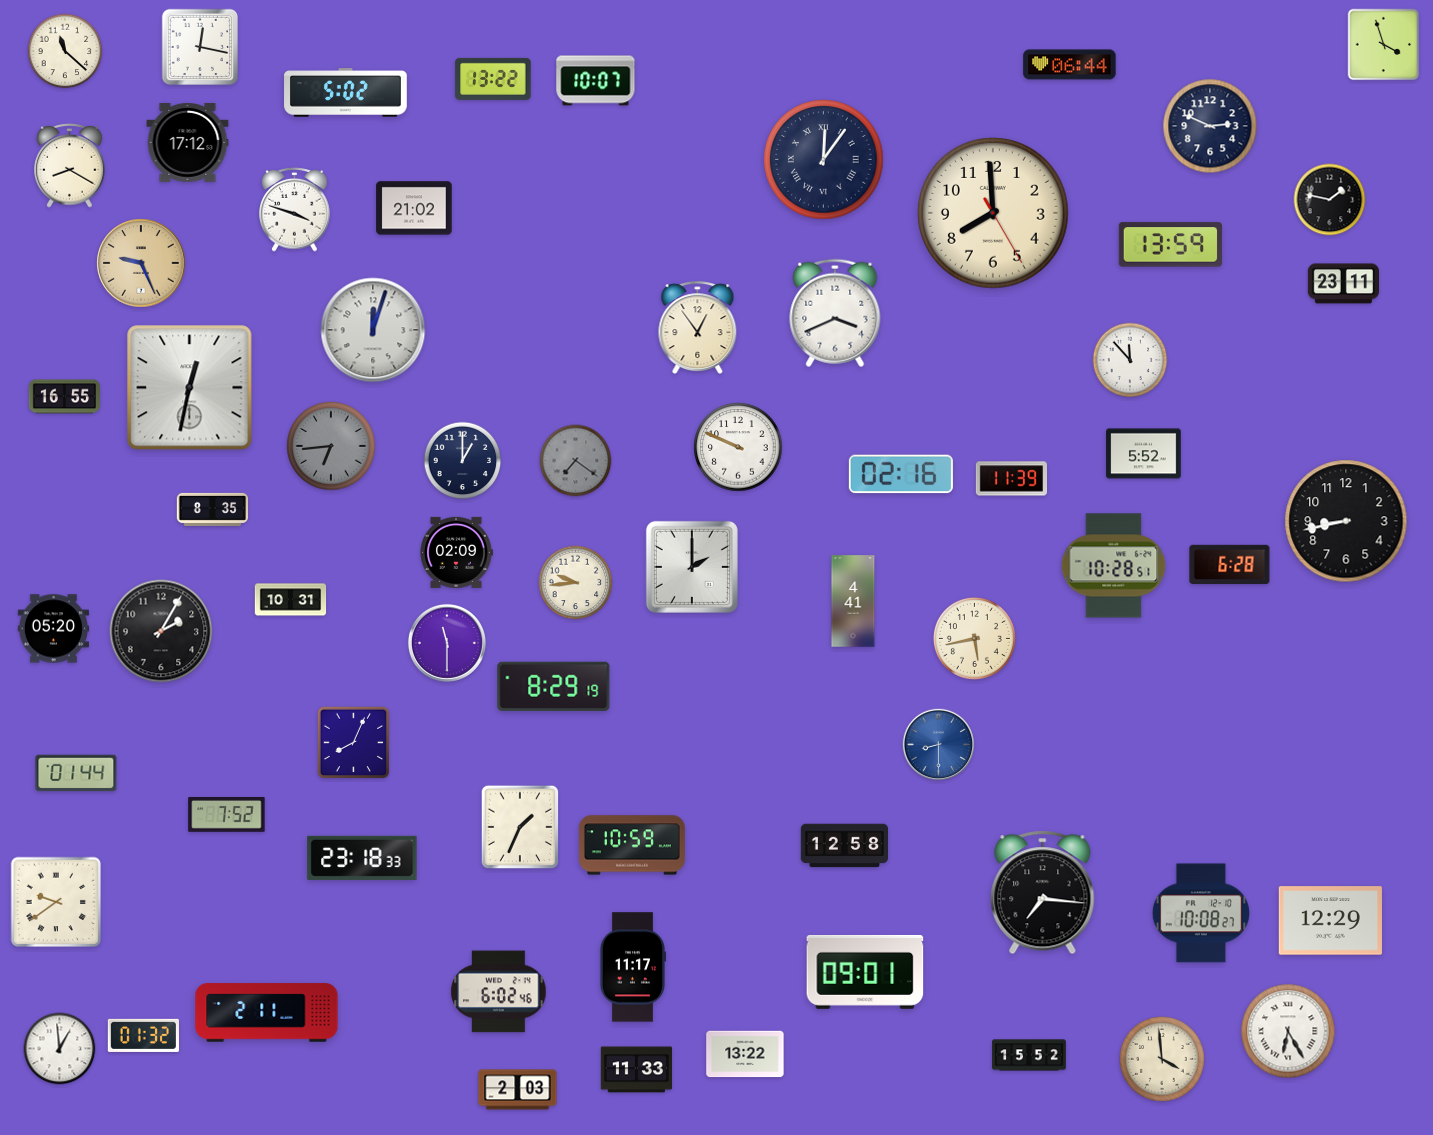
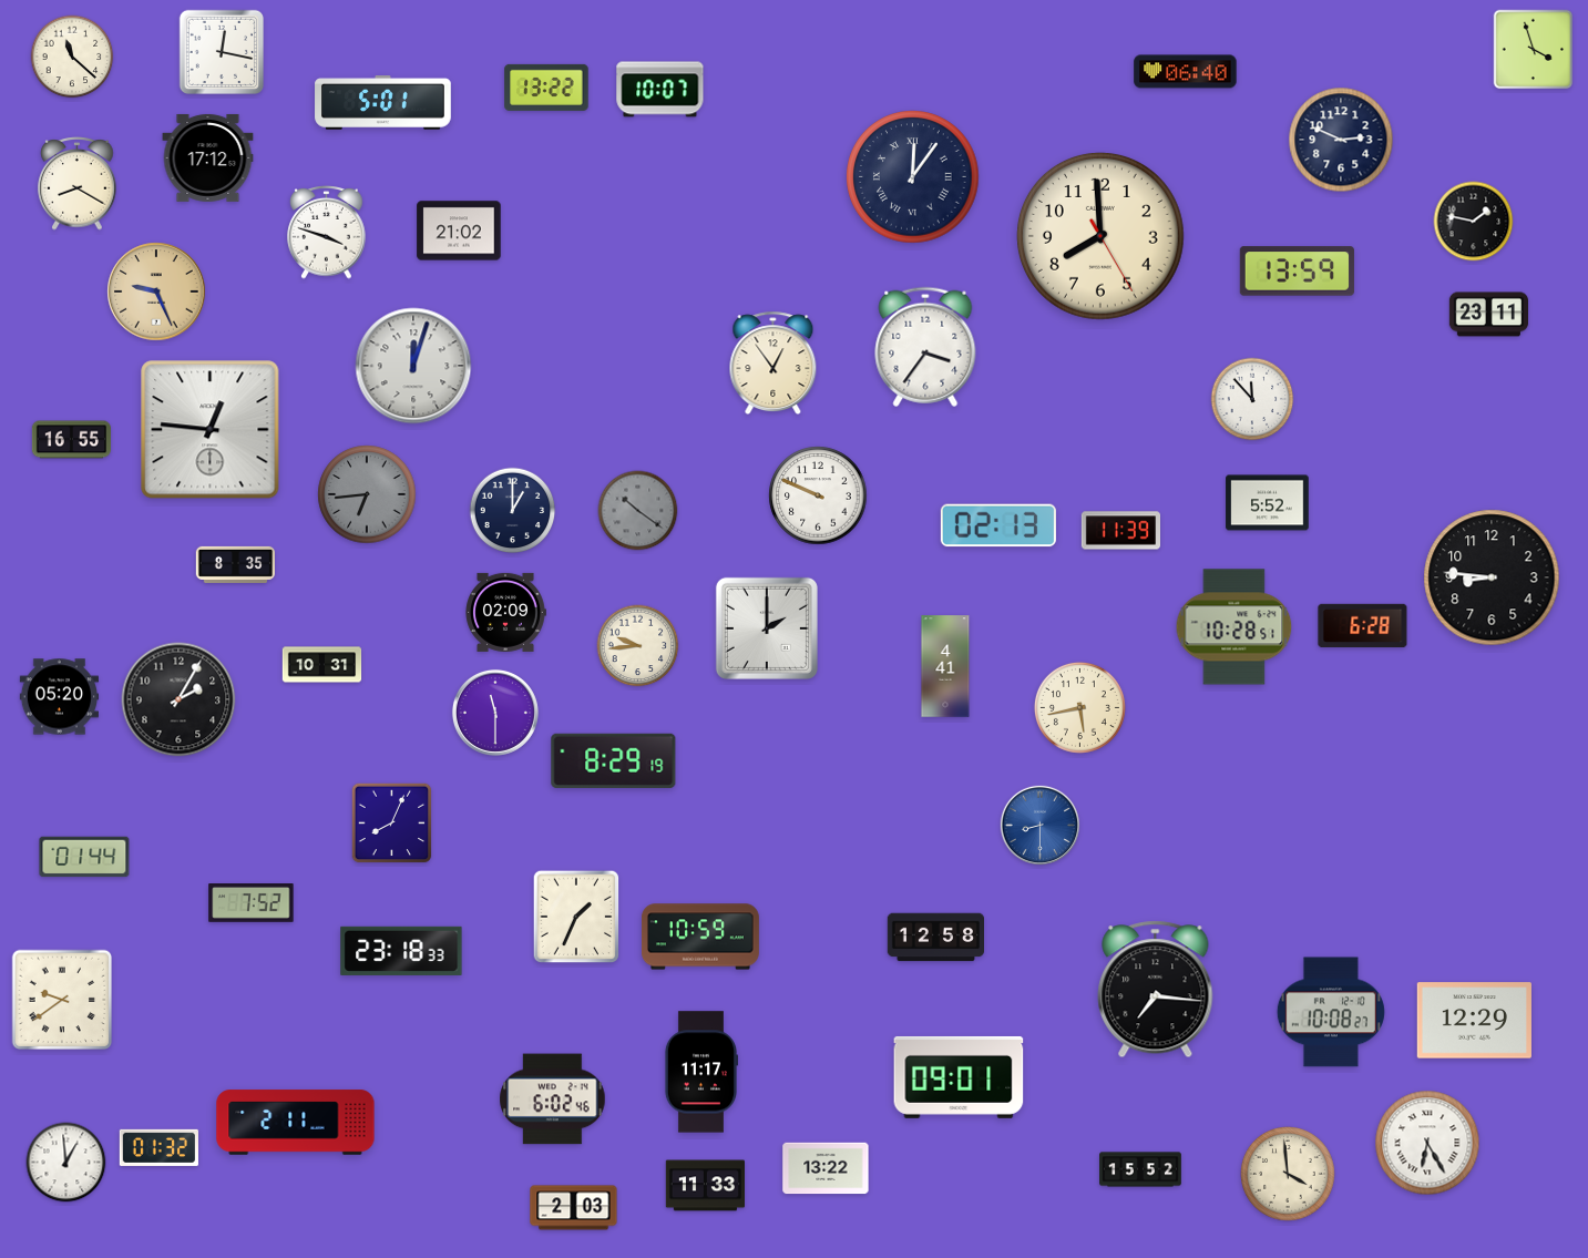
clock at (1070, 65): 06:44 -> 06:40
clock at (346, 93): 5:02 -> 5:01
clock at (835, 313): 3:41 -> 3:36
clock at (190, 388): 12:32 -> 12:46
clock at (576, 461): 7:21 -> 10:21
clock at (901, 474): 02:16 -> 02:13
clock at (1346, 521): 8:43 -> 8:46
